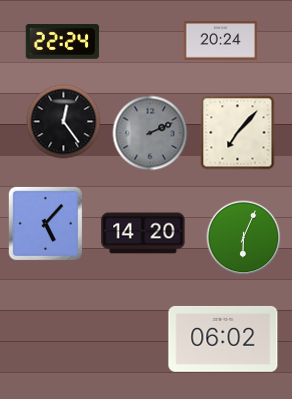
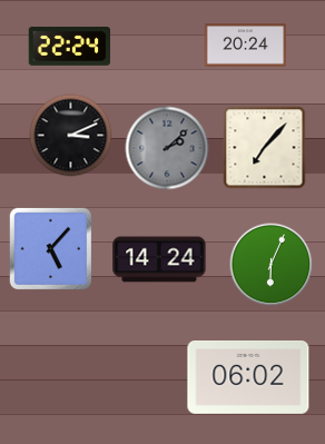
clock at (64, 122): 12:24 -> 3:11
clock at (150, 133): 2:11 -> 2:08
clock at (143, 233): 14:20 -> 14:24
